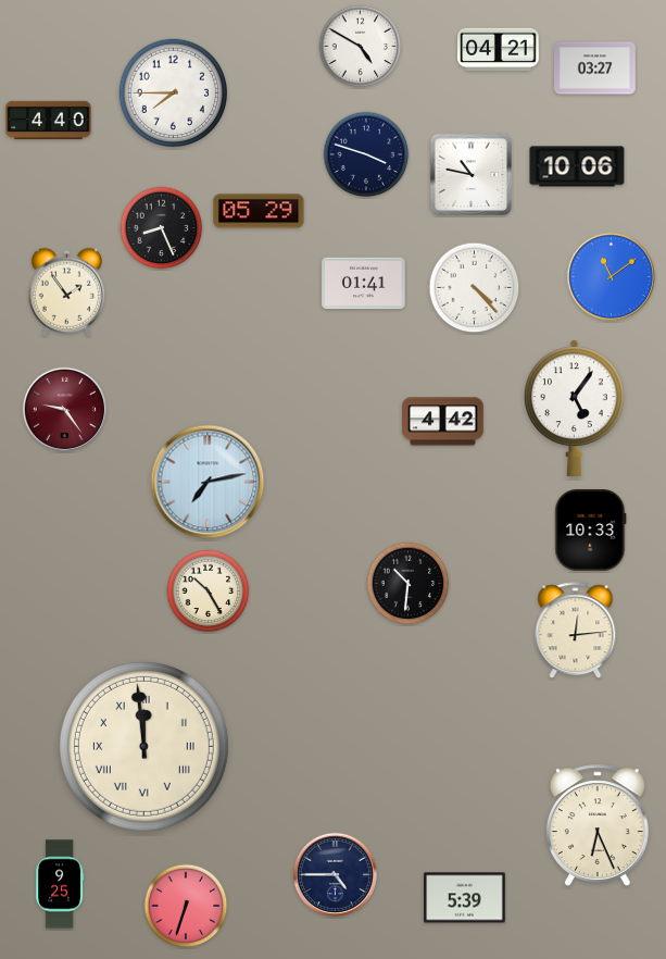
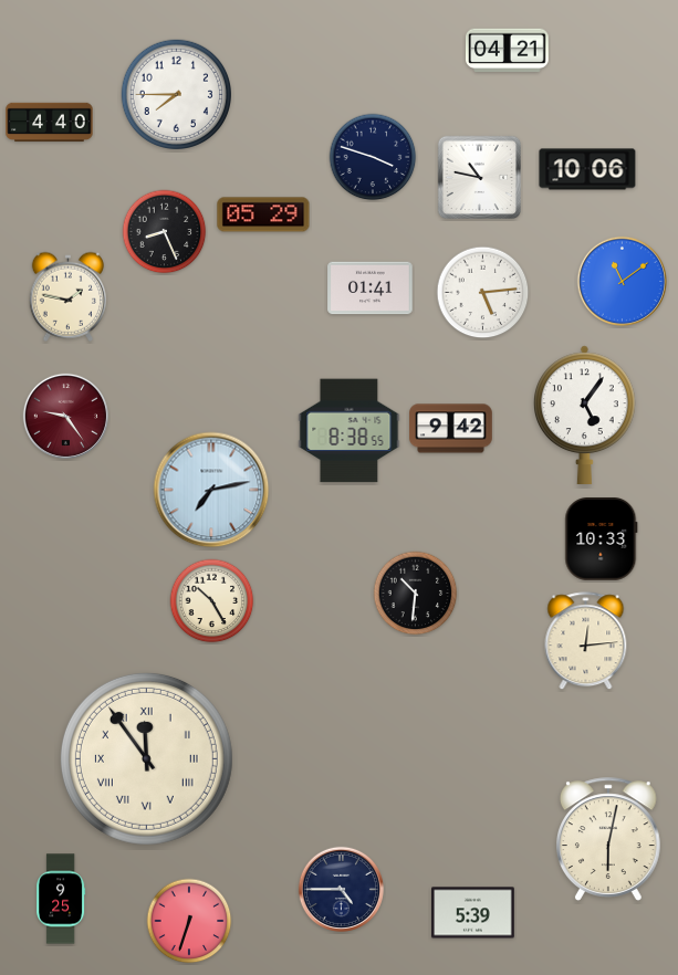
clock at (361, 47): 4:50 -> none
clock at (595, 68): 03:27 -> none
clock at (475, 288): 4:23 -> 5:14
clock at (66, 291): 1:54 -> 1:47
clock at (443, 422): 4:42 -> 9:42
clock at (350, 431): none -> 8:38
clock at (143, 746): 11:59 -> 11:54
clock at (598, 825): 6:26 -> 6:02
